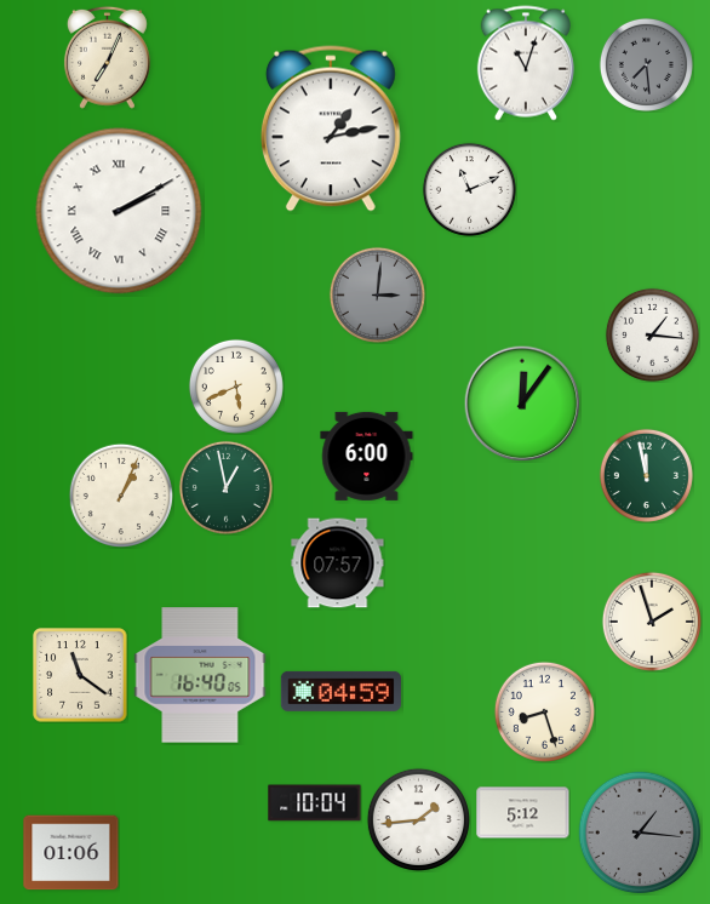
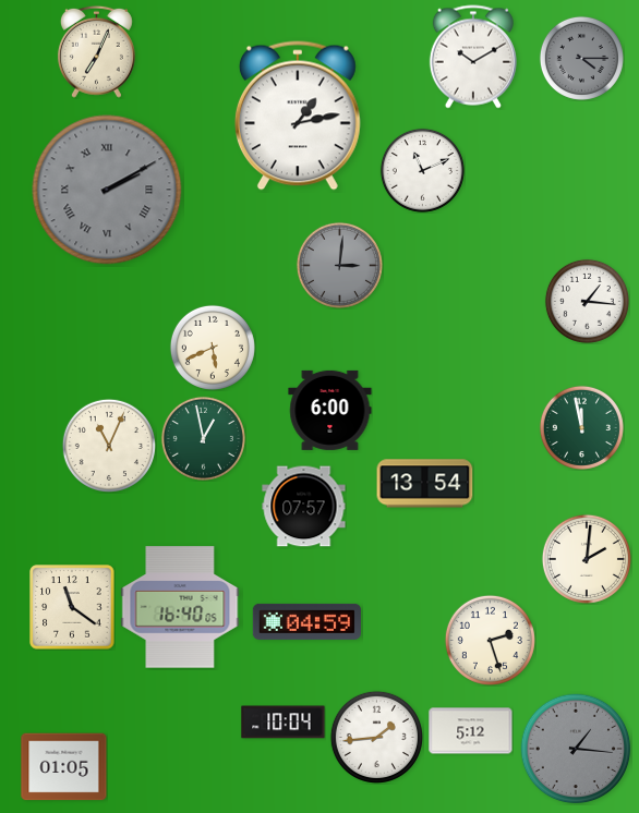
clock at (526, 63): 11:03 -> 10:10
clock at (646, 64): 7:29 -> 4:15
clock at (119, 211) dial: white -> grey
clock at (522, 404): 12:06 -> none
clock at (121, 496): 1:04 -> 11:04
clock at (425, 484): none -> 13:54
clock at (652, 622): 1:57 -> 2:01
clock at (544, 711): 8:27 -> 2:27
clock at (71, 853): 01:06 -> 01:05
